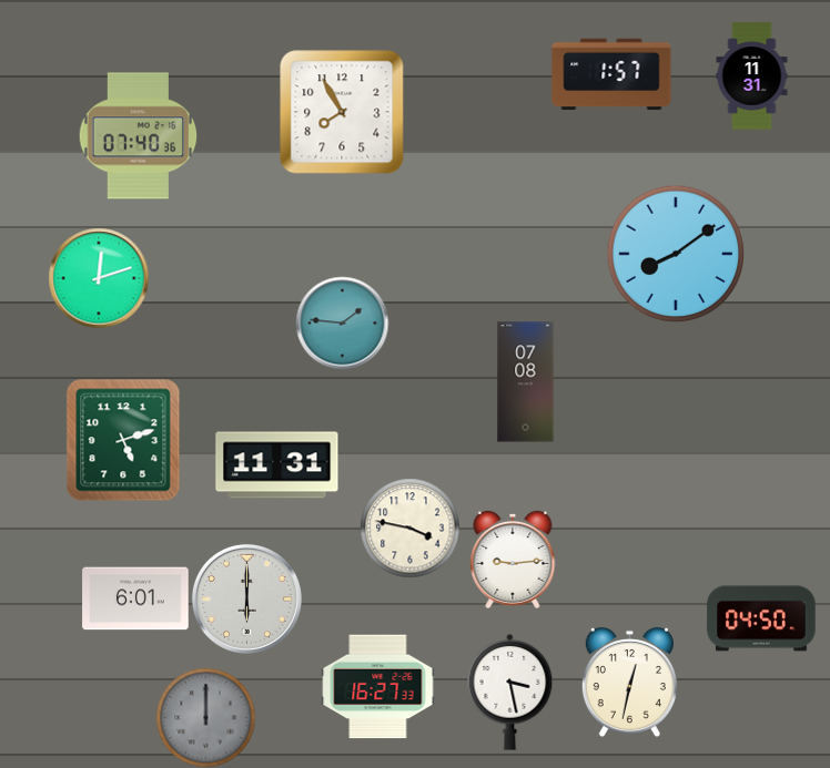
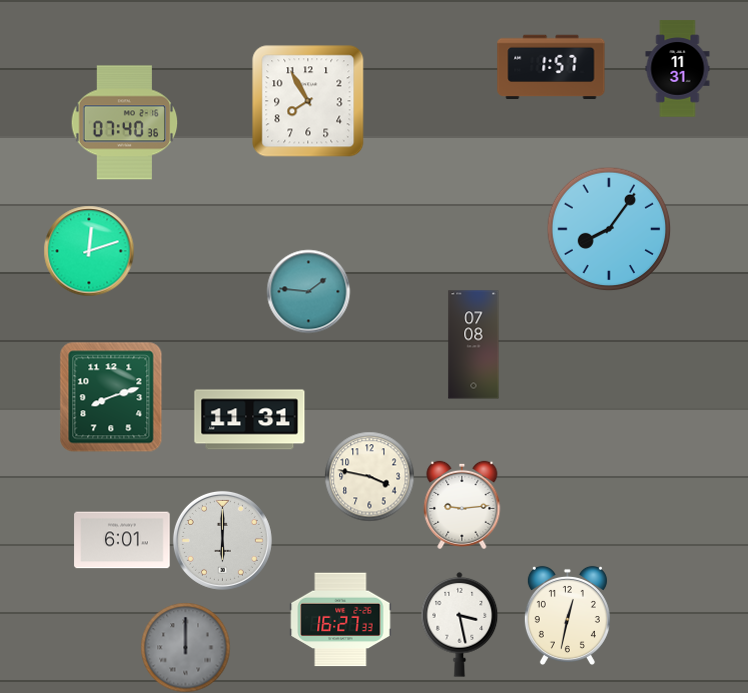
clock at (676, 254): 8:09 -> 8:06
clock at (123, 440): 5:12 -> 8:12
clock at (761, 618): 04:50 -> none
